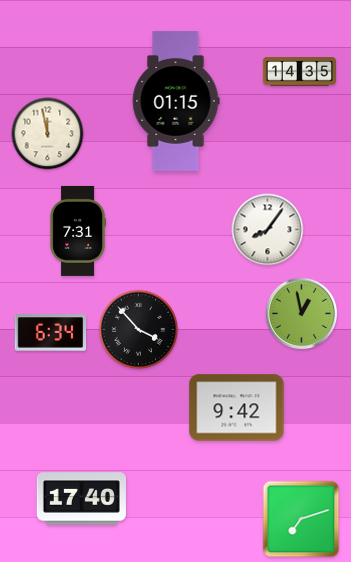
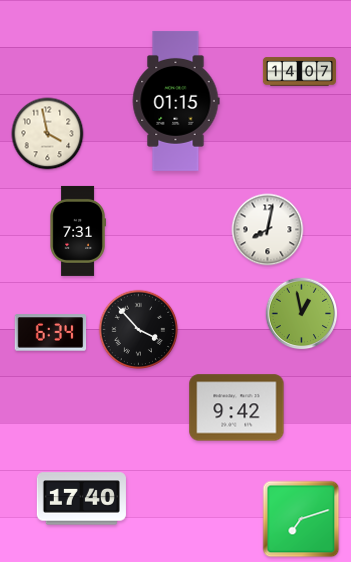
clock at (299, 72): 14:35 -> 14:07
clock at (48, 134): 11:58 -> 3:58
clock at (268, 230): 8:06 -> 8:02
